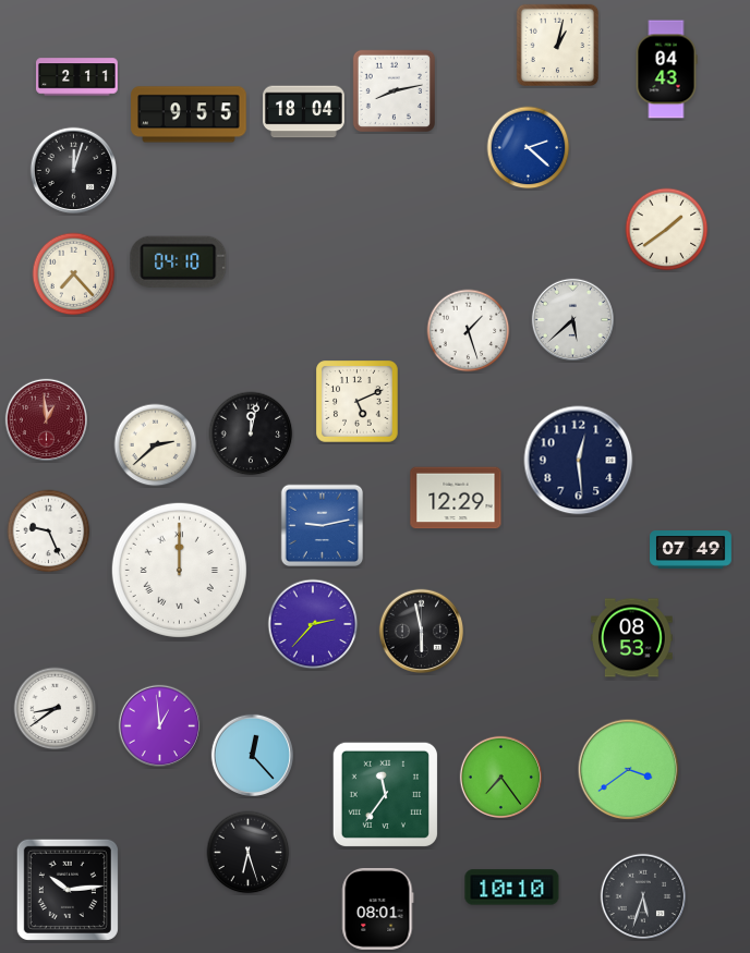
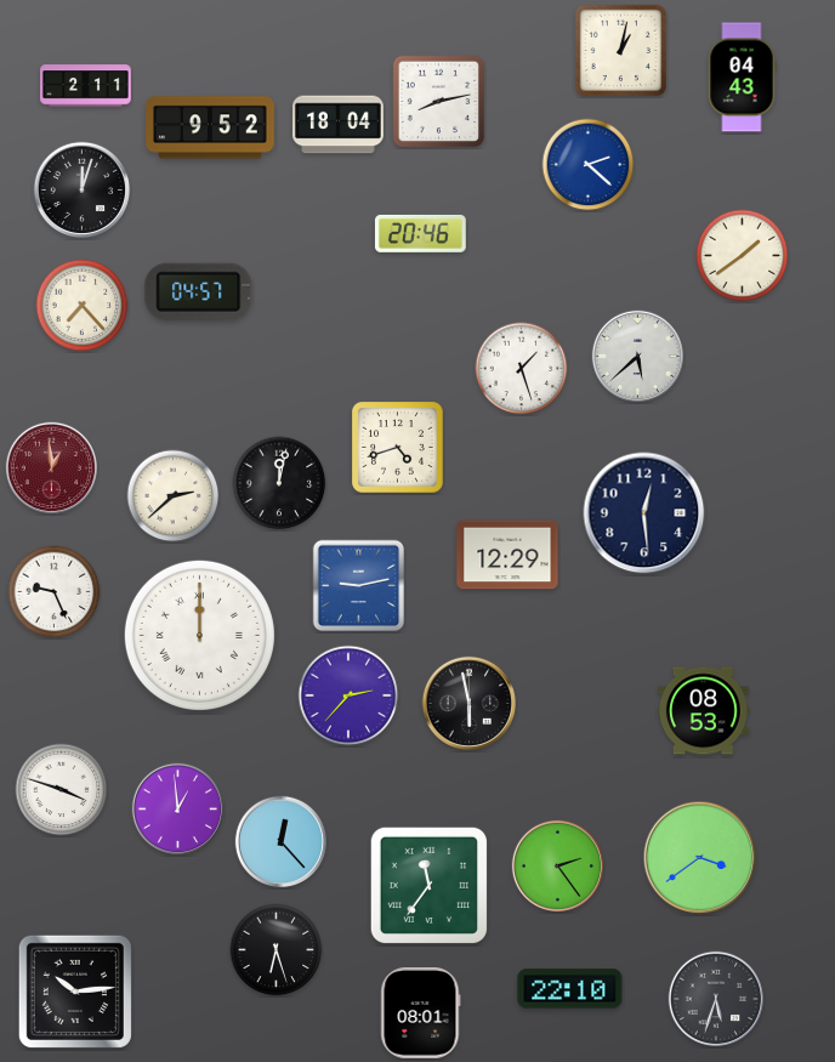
clock at (189, 114): 9:55 -> 9:52
clock at (420, 233): none -> 20:46
clock at (179, 261): 04:10 -> 04:57
clock at (358, 402): 5:11 -> 4:42
clock at (691, 550): 07:49 -> none
clock at (56, 709): 8:39 -> 3:48
clock at (500, 777): 7:24 -> 2:24
clock at (512, 888): 10:10 -> 22:10
